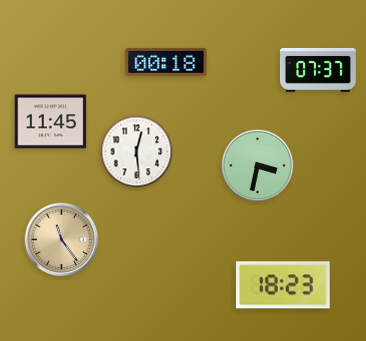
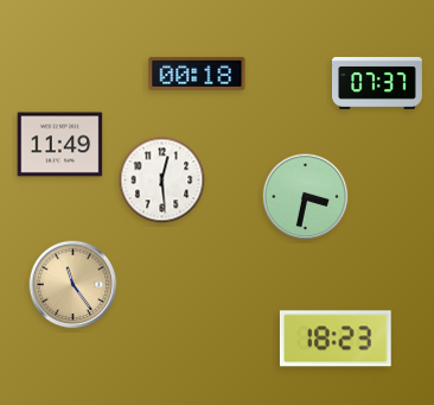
clock at (51, 122): 11:45 -> 11:49
